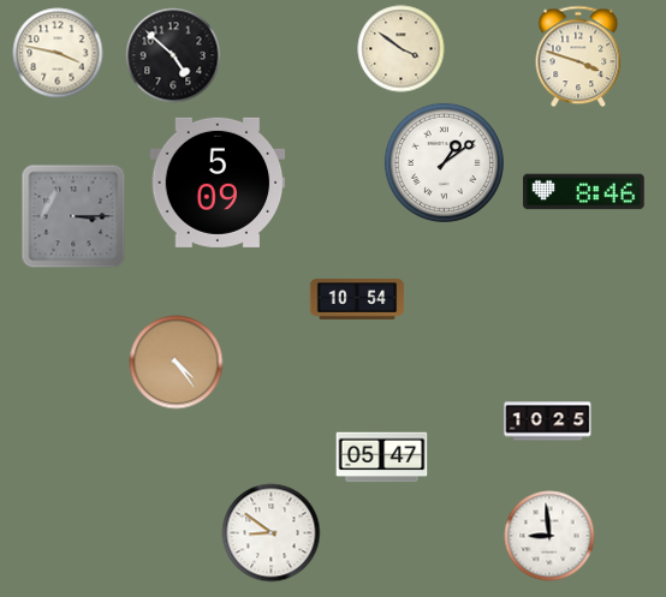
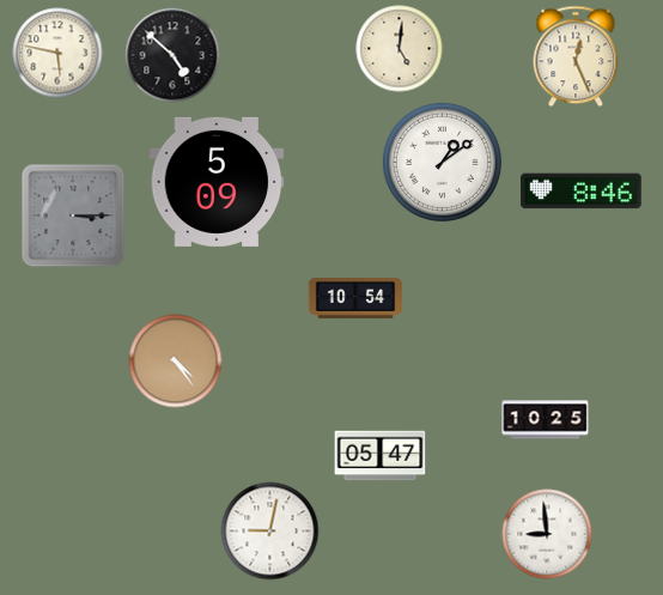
clock at (402, 49): 3:51 -> 5:01
clock at (58, 53): 3:47 -> 5:47
clock at (578, 56): 3:48 -> 12:26
clock at (272, 533): 8:51 -> 9:02
